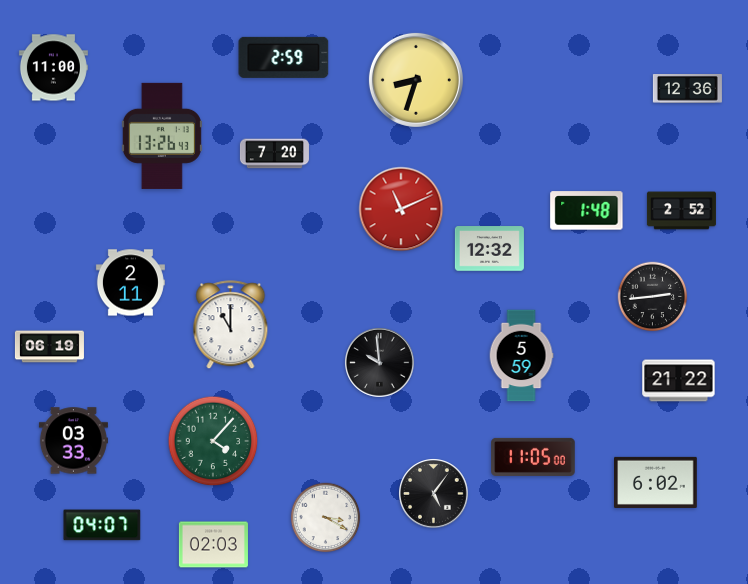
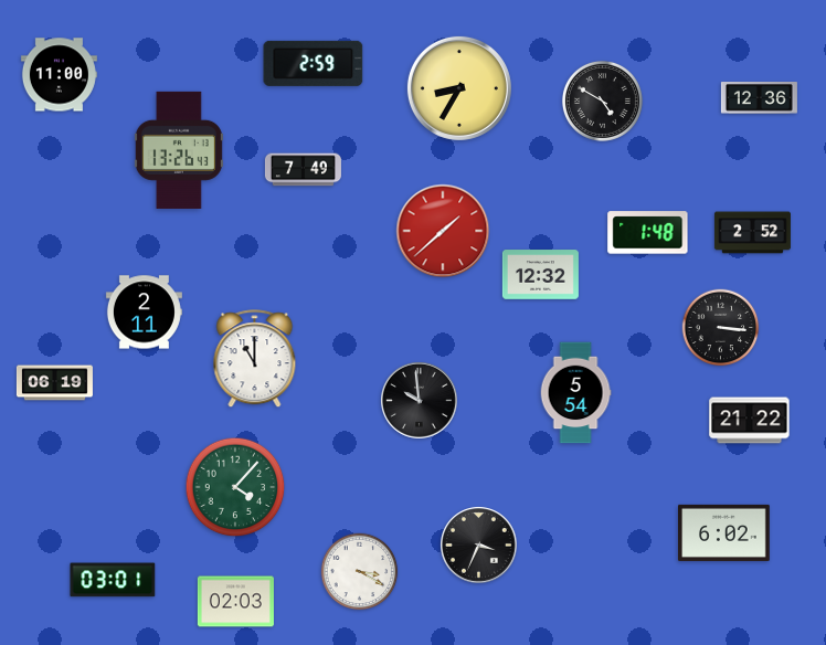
clock at (416, 80): 8:33 -> 8:35
clock at (602, 101): none -> 4:50
clock at (274, 154): 7:20 -> 7:49
clock at (401, 209): 11:11 -> 1:38
clock at (653, 297): 2:44 -> 3:16
clock at (521, 356): 5:59 -> 5:54
clock at (73, 441): 03:33 -> none
clock at (533, 457): 11:05 -> none
clock at (434, 494): 5:06 -> 3:34
clock at (102, 525): 04:07 -> 03:01
